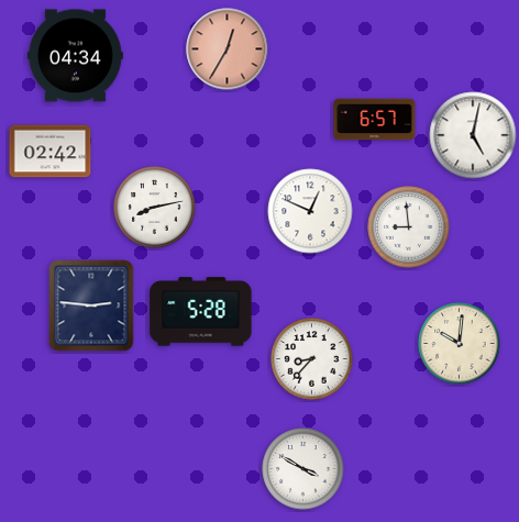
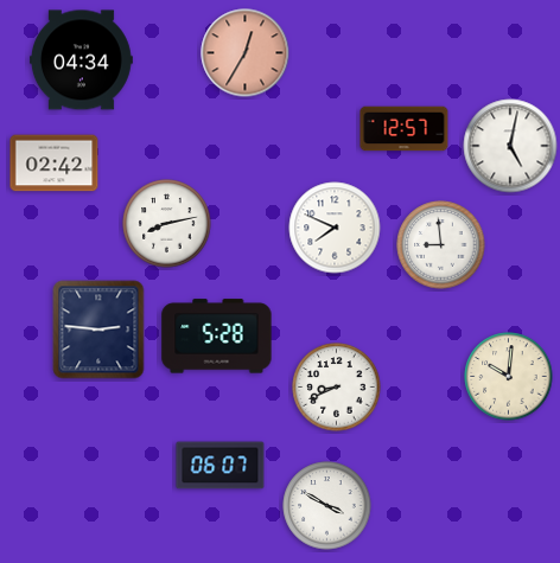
clock at (375, 120): 6:57 -> 12:57
clock at (310, 211): 12:49 -> 7:49
clock at (460, 344) position: (460, 344) -> (509, 377)
clock at (312, 359): 8:37 -> 8:41
clock at (221, 466): none -> 06:07
